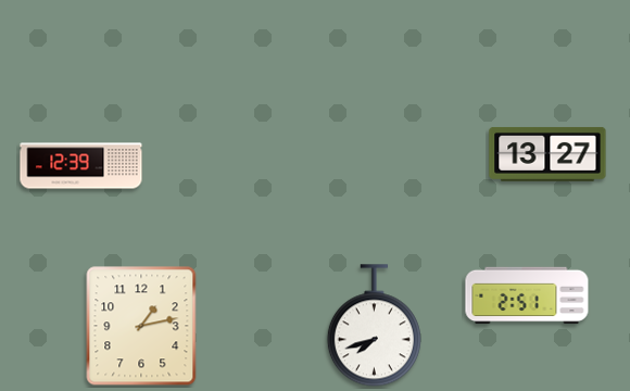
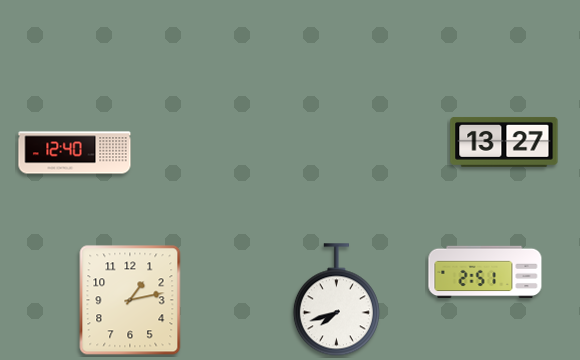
clock at (81, 166): 12:39 -> 12:40
clock at (374, 326) position: (374, 326) -> (336, 300)
